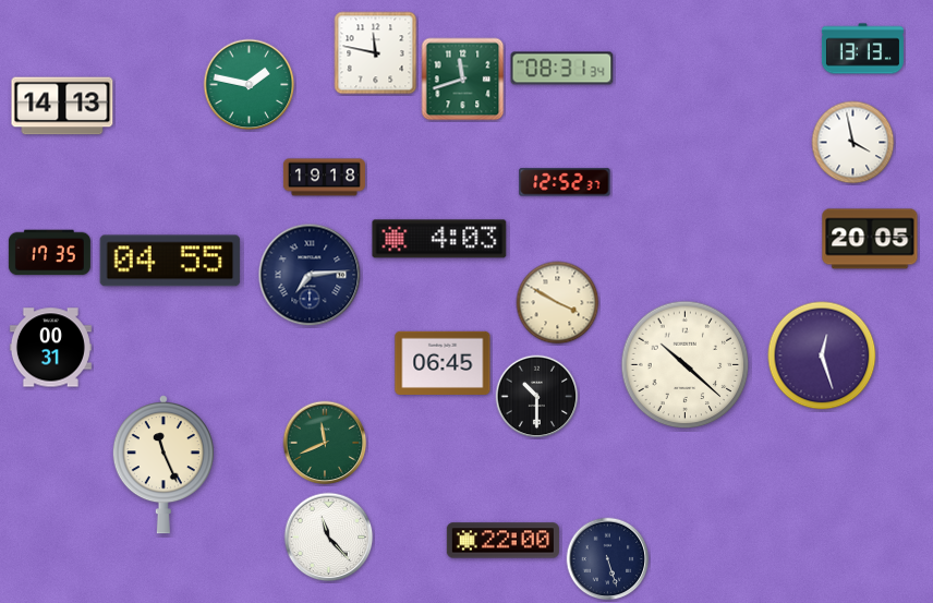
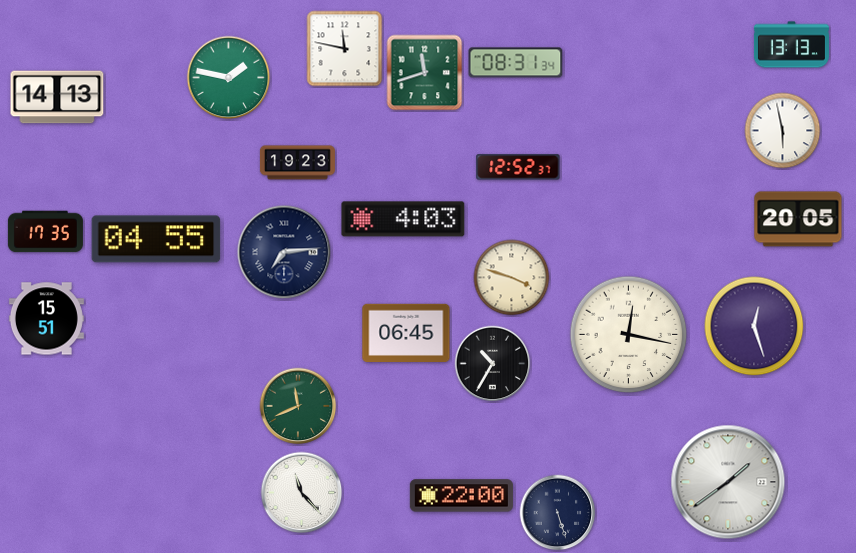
clock at (853, 143): 3:58 -> 5:58
clock at (324, 178): 19:18 -> 19:23
clock at (558, 303): 3:50 -> 3:48
clock at (50, 348): 00:31 -> 15:51
clock at (686, 365): 10:22 -> 12:17
clock at (537, 397): 10:30 -> 10:35
clock at (163, 465): 11:26 -> none
clock at (728, 482): none -> 1:39
